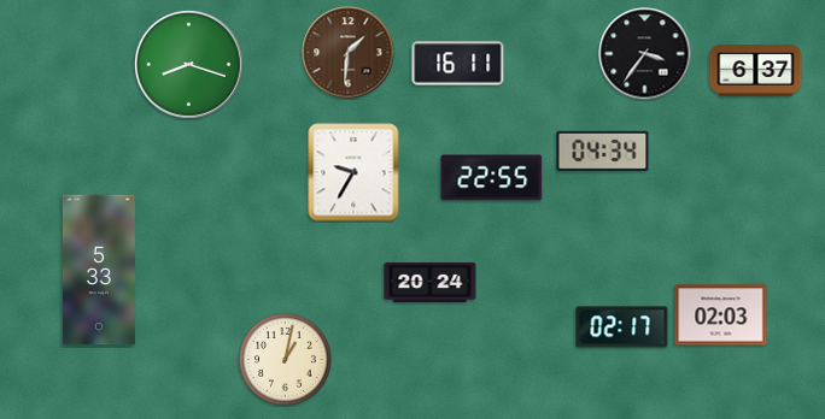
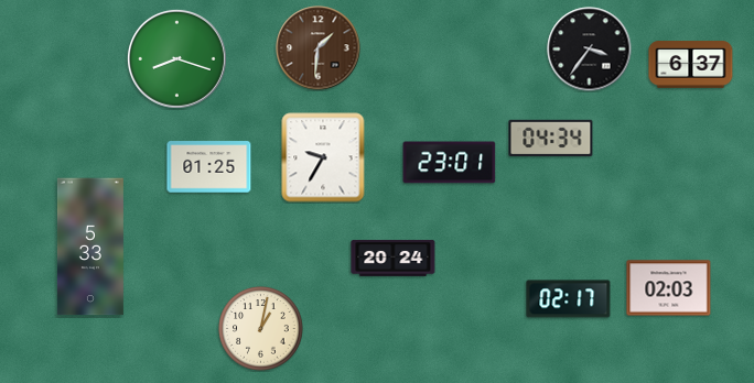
clock at (188, 64) position: (188, 64) -> (176, 58)
clock at (458, 64): 16:11 -> none
clock at (492, 178): 22:55 -> 23:01
clock at (209, 167): none -> 01:25
clock at (721, 315) position: (721, 315) -> (669, 288)
